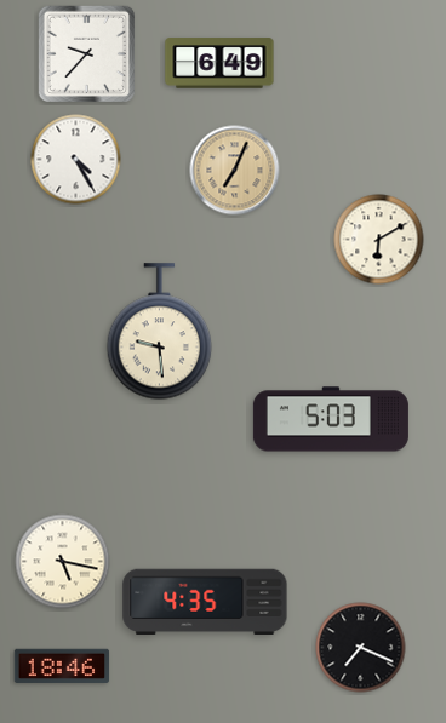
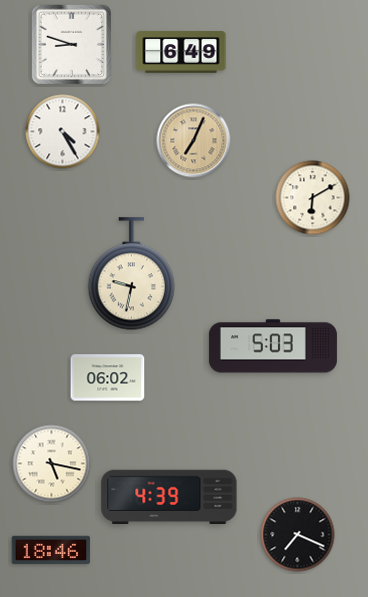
clock at (86, 53): 9:37 -> 8:48
clock at (160, 332): 9:29 -> 9:32
clock at (108, 378): none -> 06:02
clock at (205, 601): 4:35 -> 4:39
